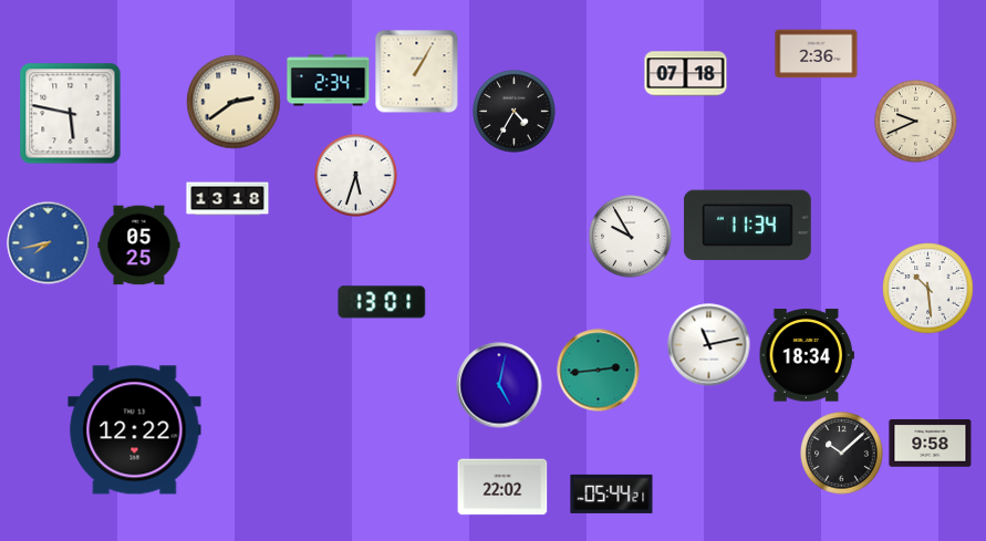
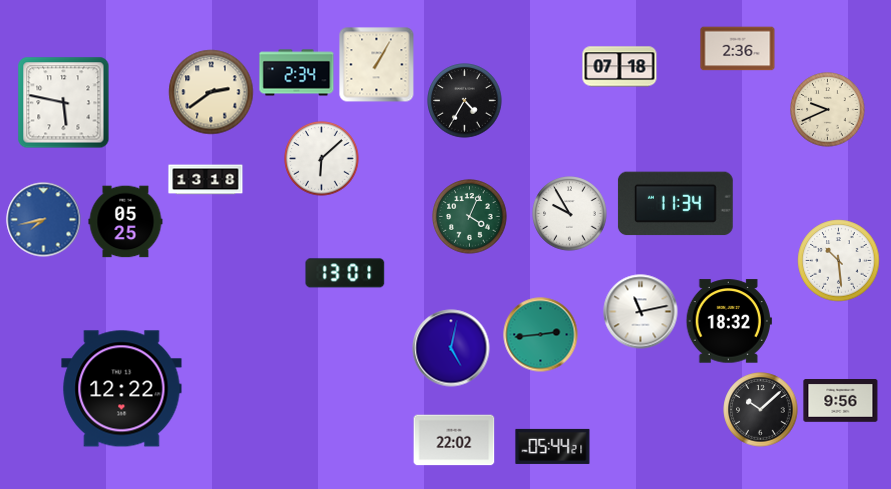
clock at (356, 176): 5:33 -> 6:08
clock at (470, 217): none -> 4:04
clock at (807, 355): 18:34 -> 18:32
clock at (931, 444): 9:58 -> 9:56
